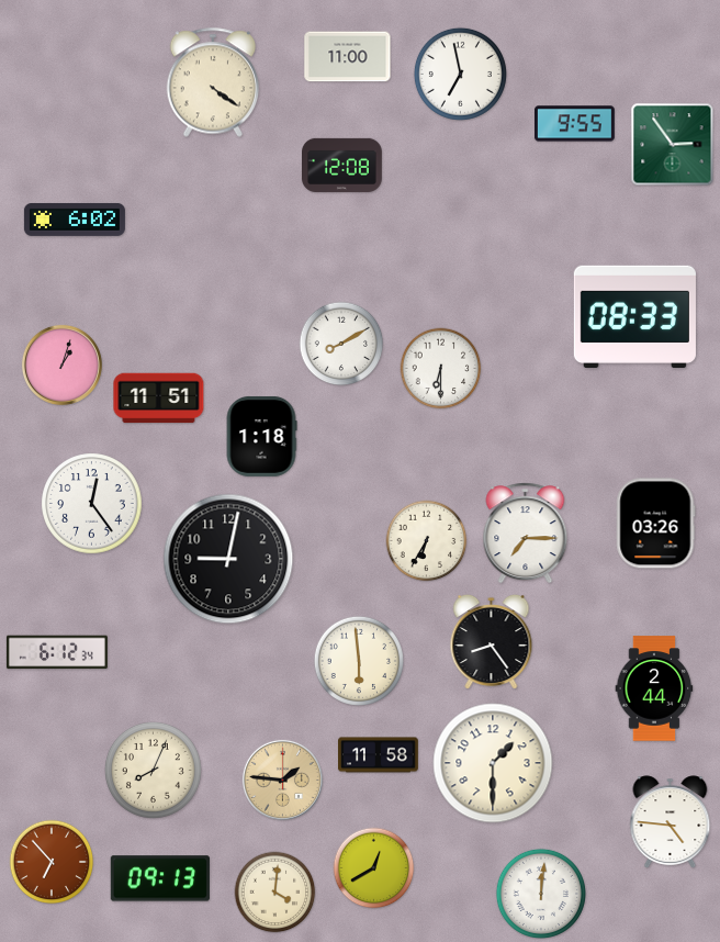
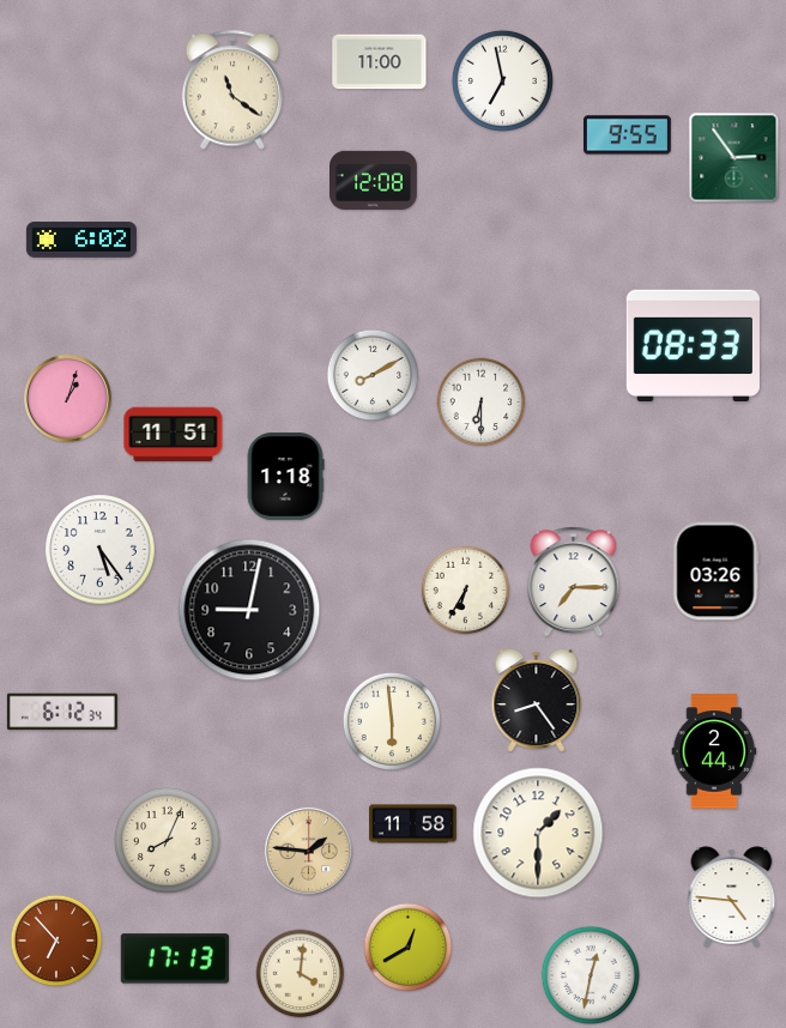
clock at (213, 82): 4:21 -> 11:21
clock at (92, 504): 12:24 -> 5:24
clock at (160, 878): 09:13 -> 17:13
clock at (541, 894): 12:01 -> 12:32
